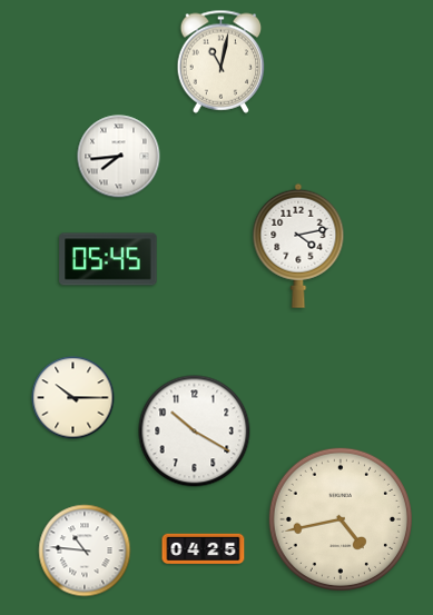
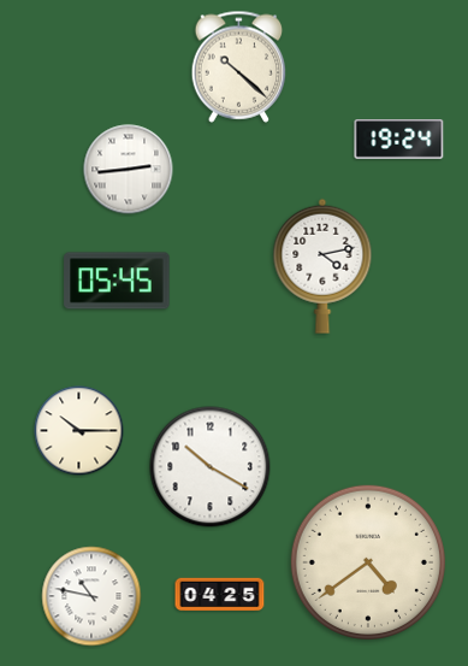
clock at (222, 61): 11:02 -> 10:22
clock at (399, 140): none -> 19:24
clock at (119, 157): 7:44 -> 2:44
clock at (341, 519): 4:43 -> 4:39
clock at (85, 550): 10:46 -> 10:47
